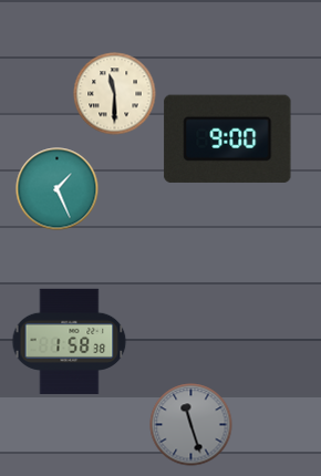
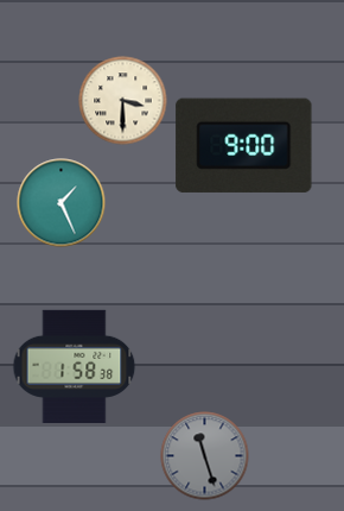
clock at (115, 94): 11:30 -> 3:30
clock at (228, 138) position: (228, 138) -> (244, 145)
